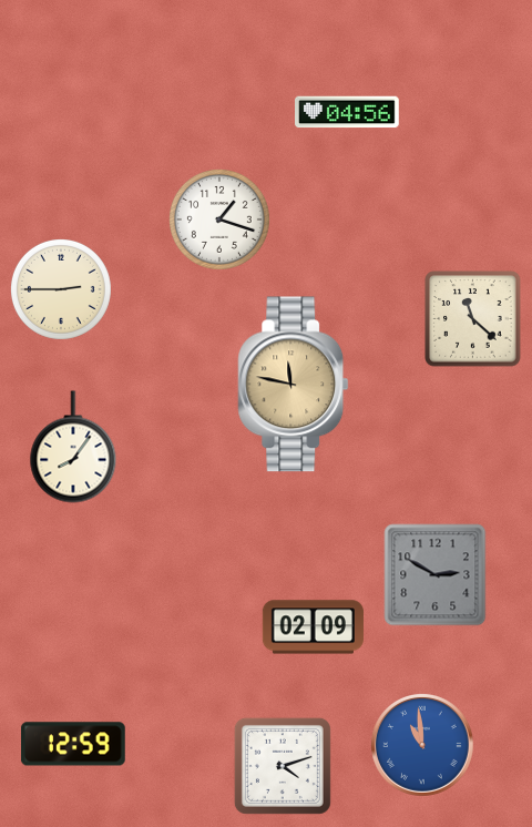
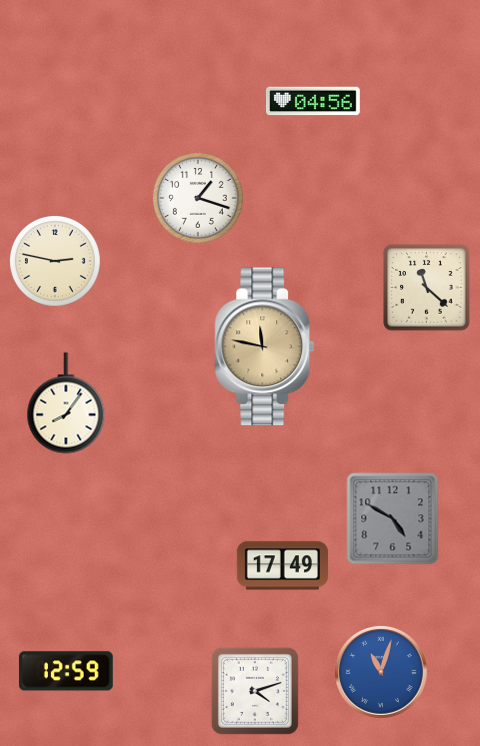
clock at (61, 289): 2:45 -> 2:47
clock at (436, 575): 2:50 -> 4:50
clock at (313, 627): 02:09 -> 17:49
clock at (422, 745): 10:59 -> 11:03
